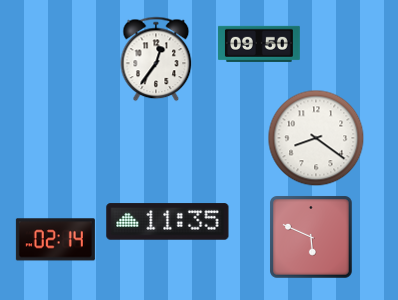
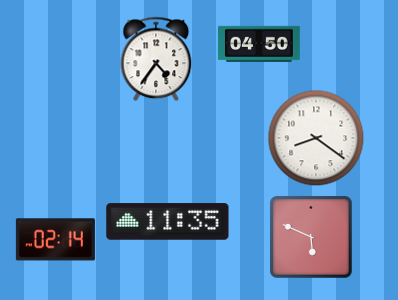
clock at (260, 44): 09:50 -> 04:50
clock at (156, 59): 12:36 -> 4:36
